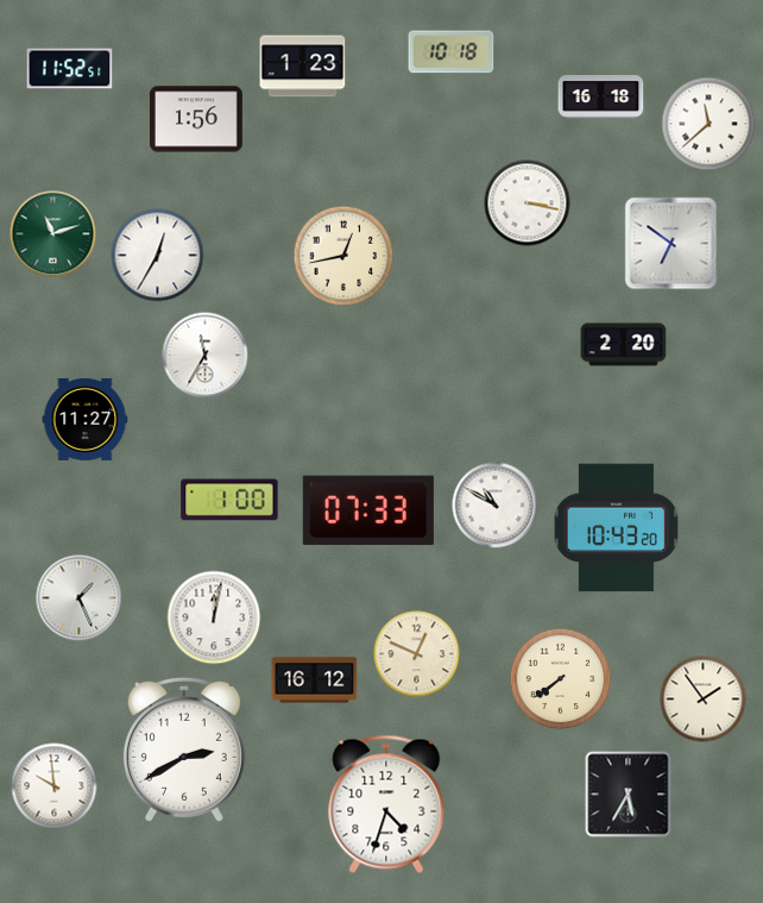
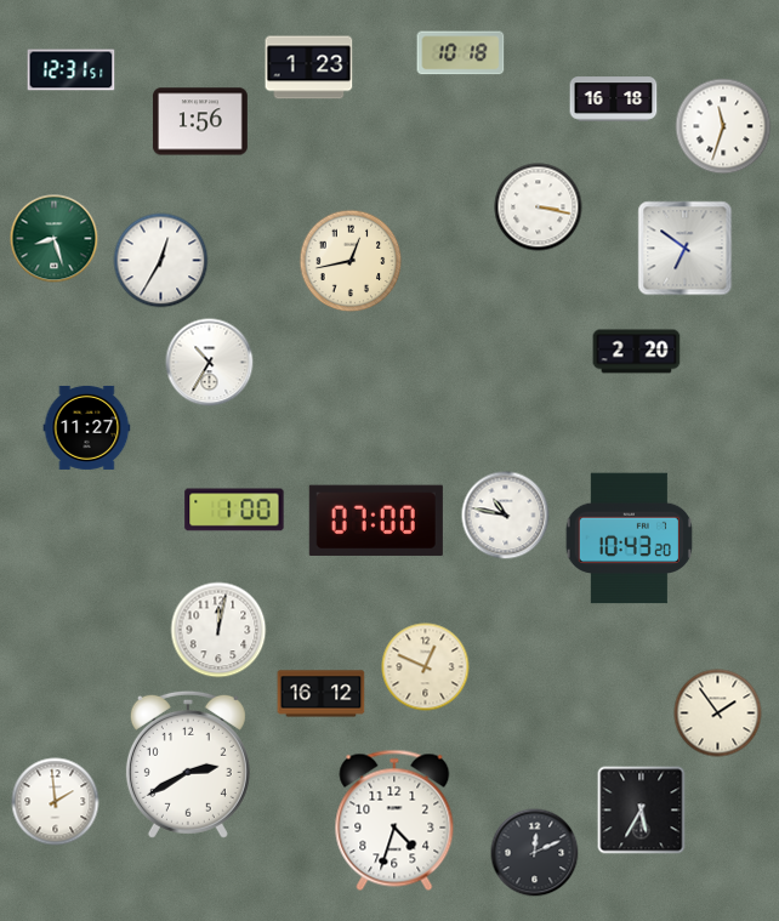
clock at (70, 69): 11:52 -> 12:31
clock at (708, 124): 11:38 -> 11:33
clock at (53, 234): 11:12 -> 8:27
clock at (206, 356): 11:35 -> 10:35
clock at (496, 506): 10:50 -> 10:47
clock at (368, 510): 07:33 -> 07:00
clock at (80, 598): 1:26 -> none
clock at (561, 679): 7:39 -> none
clock at (55, 786): 9:59 -> 1:59
clock at (535, 853): none -> 12:11
